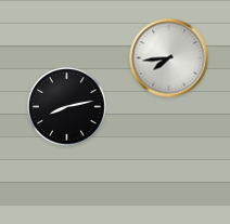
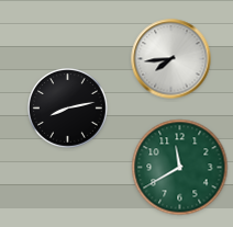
clock at (180, 168): none -> 11:40
